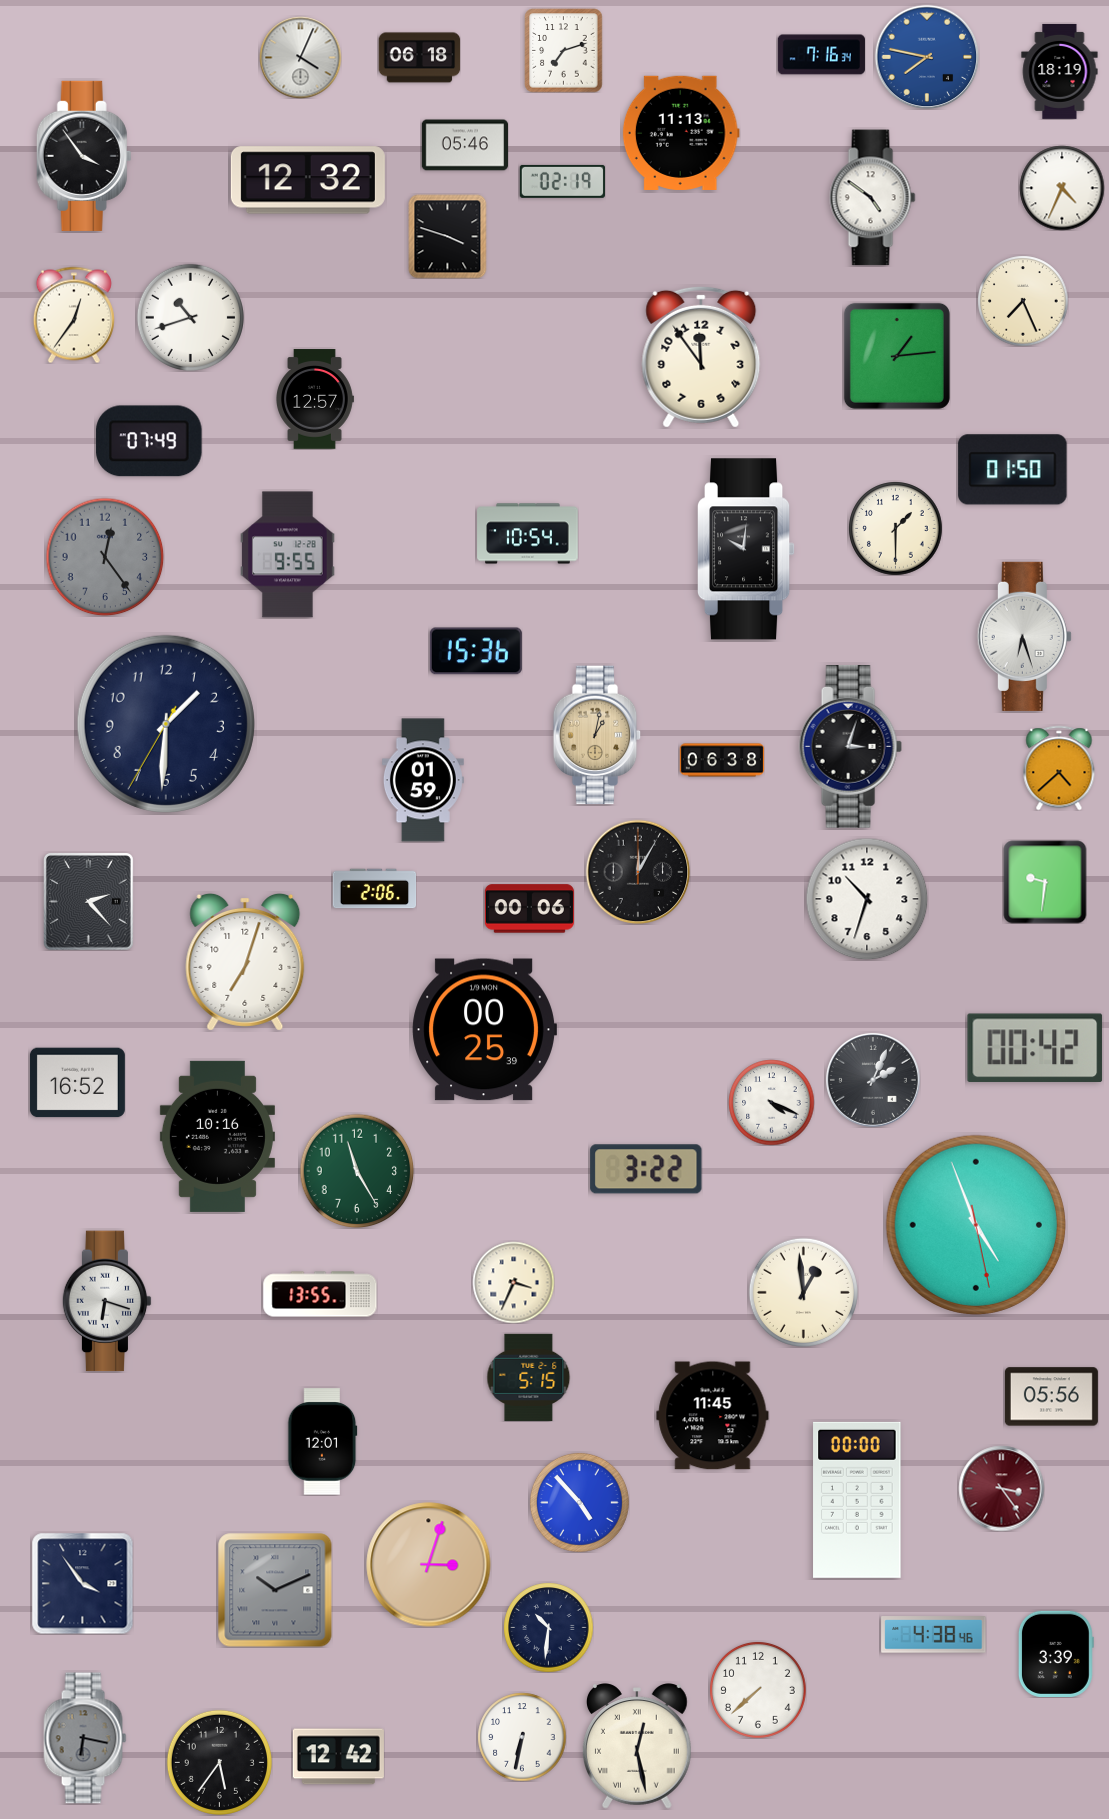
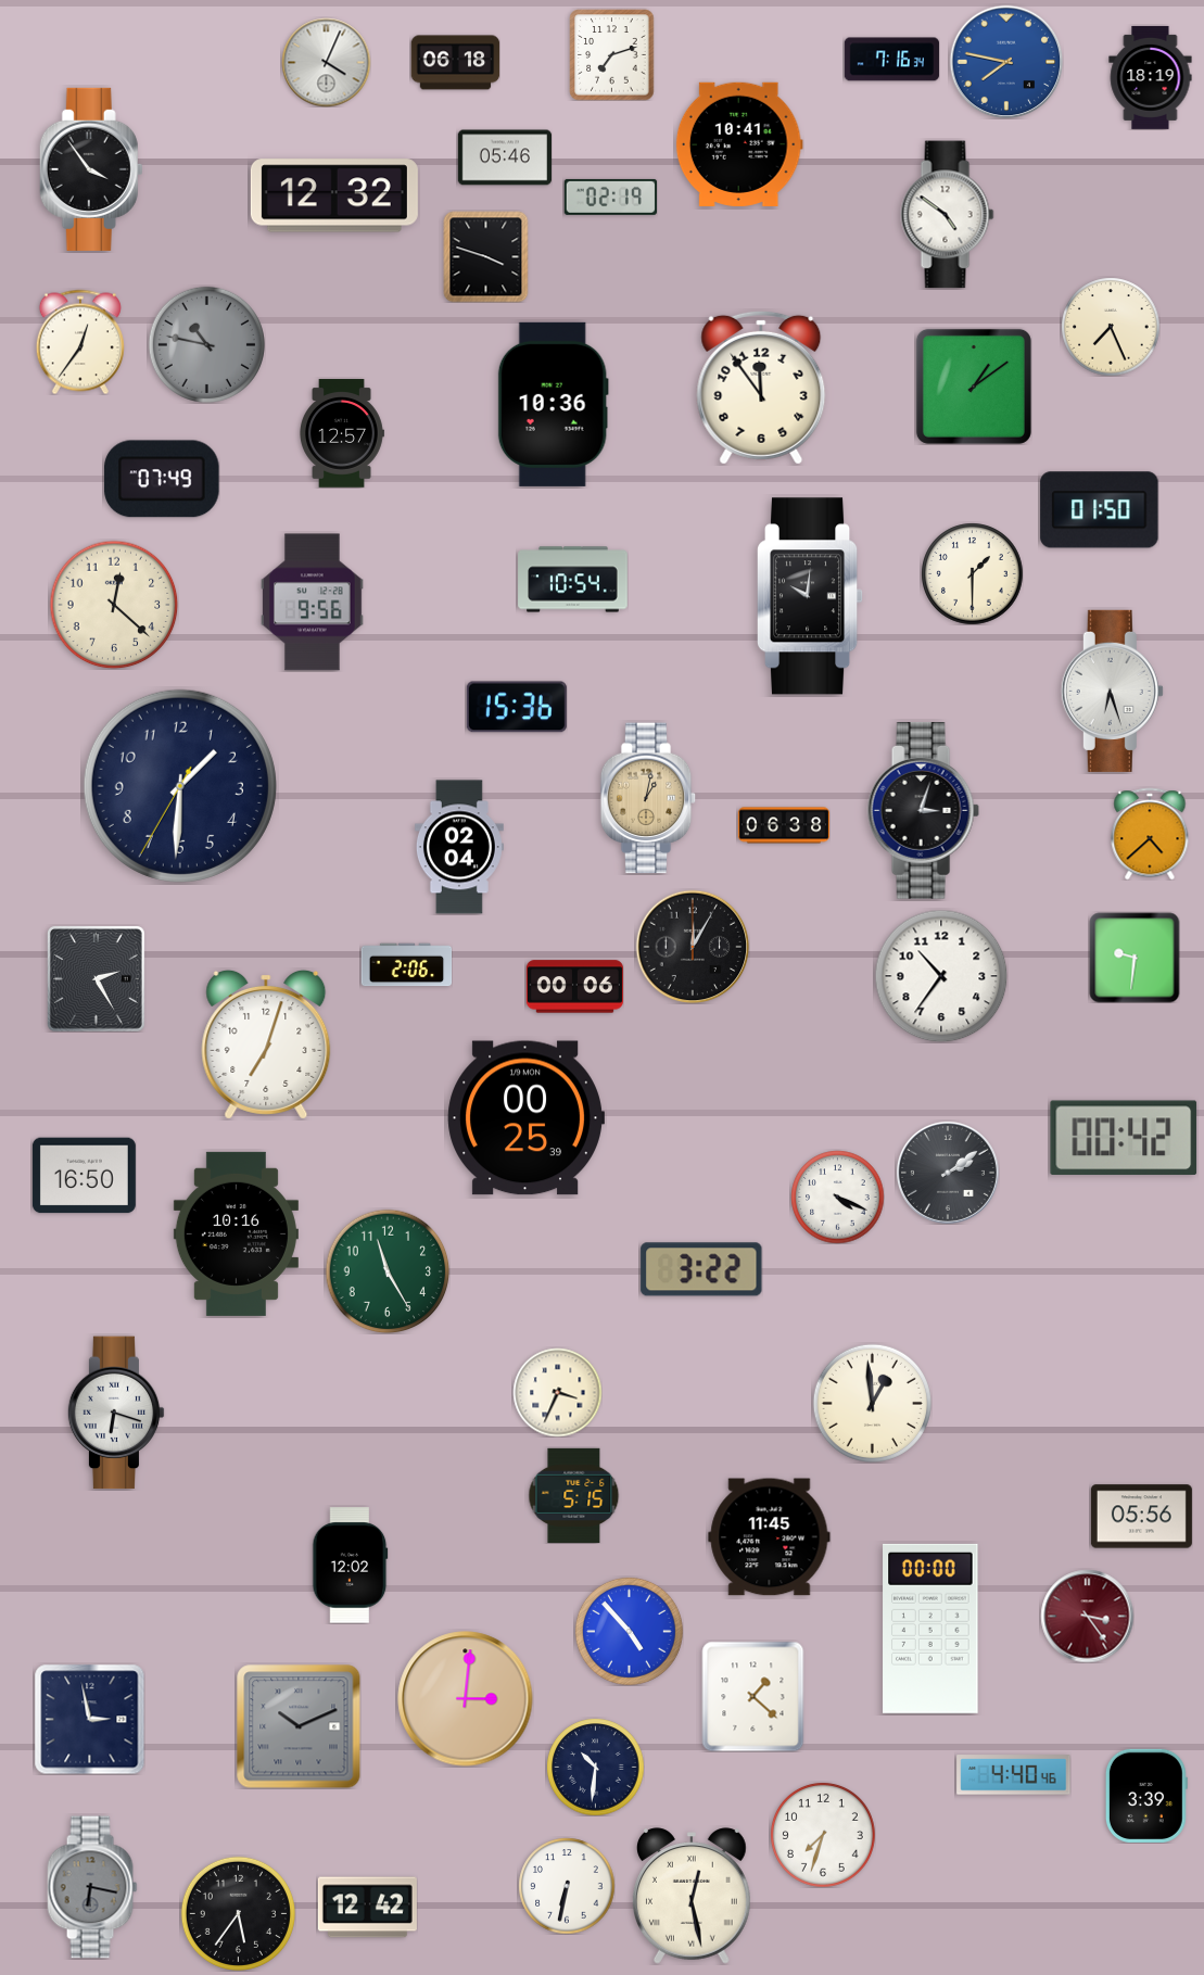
clock at (681, 133): 11:13 -> 10:41
clock at (1062, 188): 4:34 -> none
clock at (190, 317): 10:42 -> 10:47
clock at (190, 317) dial: white -> grey
clock at (897, 356): 1:14 -> 1:09
clock at (553, 404): none -> 10:36
clock at (288, 555): 9:55 -> 9:56
clock at (105, 557): 12:24 -> 12:22
clock at (105, 557) dial: grey -> cream
clock at (423, 780): 01:59 -> 02:04
clock at (867, 899): 10:33 -> 10:36
clock at (88, 902): 2:23 -> 2:25
clock at (873, 1080): 2:04 -> 2:09
clock at (77, 1083): 16:52 -> 16:50
clock at (976, 1225): 4:56 -> none
clock at (320, 1294): 13:55 -> none
clock at (713, 1416) position: (713, 1416) -> (770, 1537)
clock at (323, 1442): 12:01 -> 12:02
clock at (753, 1696): none -> 1:22
clock at (429, 1565): 3:03 -> 3:01
clock at (82, 1583): 3:54 -> 2:58
clock at (934, 1635): 4:38 -> 4:40
clock at (758, 1690): 7:38 -> 7:33
